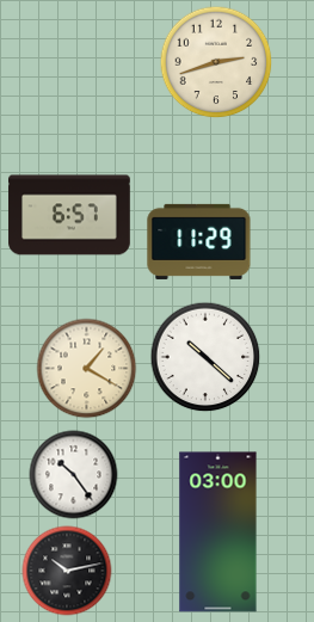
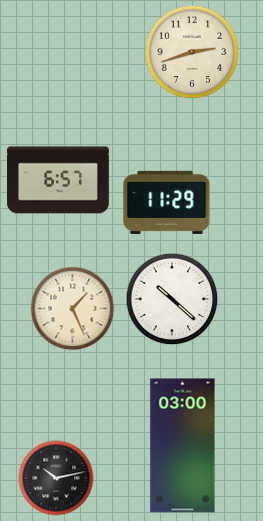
clock at (216, 62) position: (216, 62) -> (192, 52)
clock at (87, 369): 1:20 -> 1:26
clock at (74, 475): 10:24 -> none
